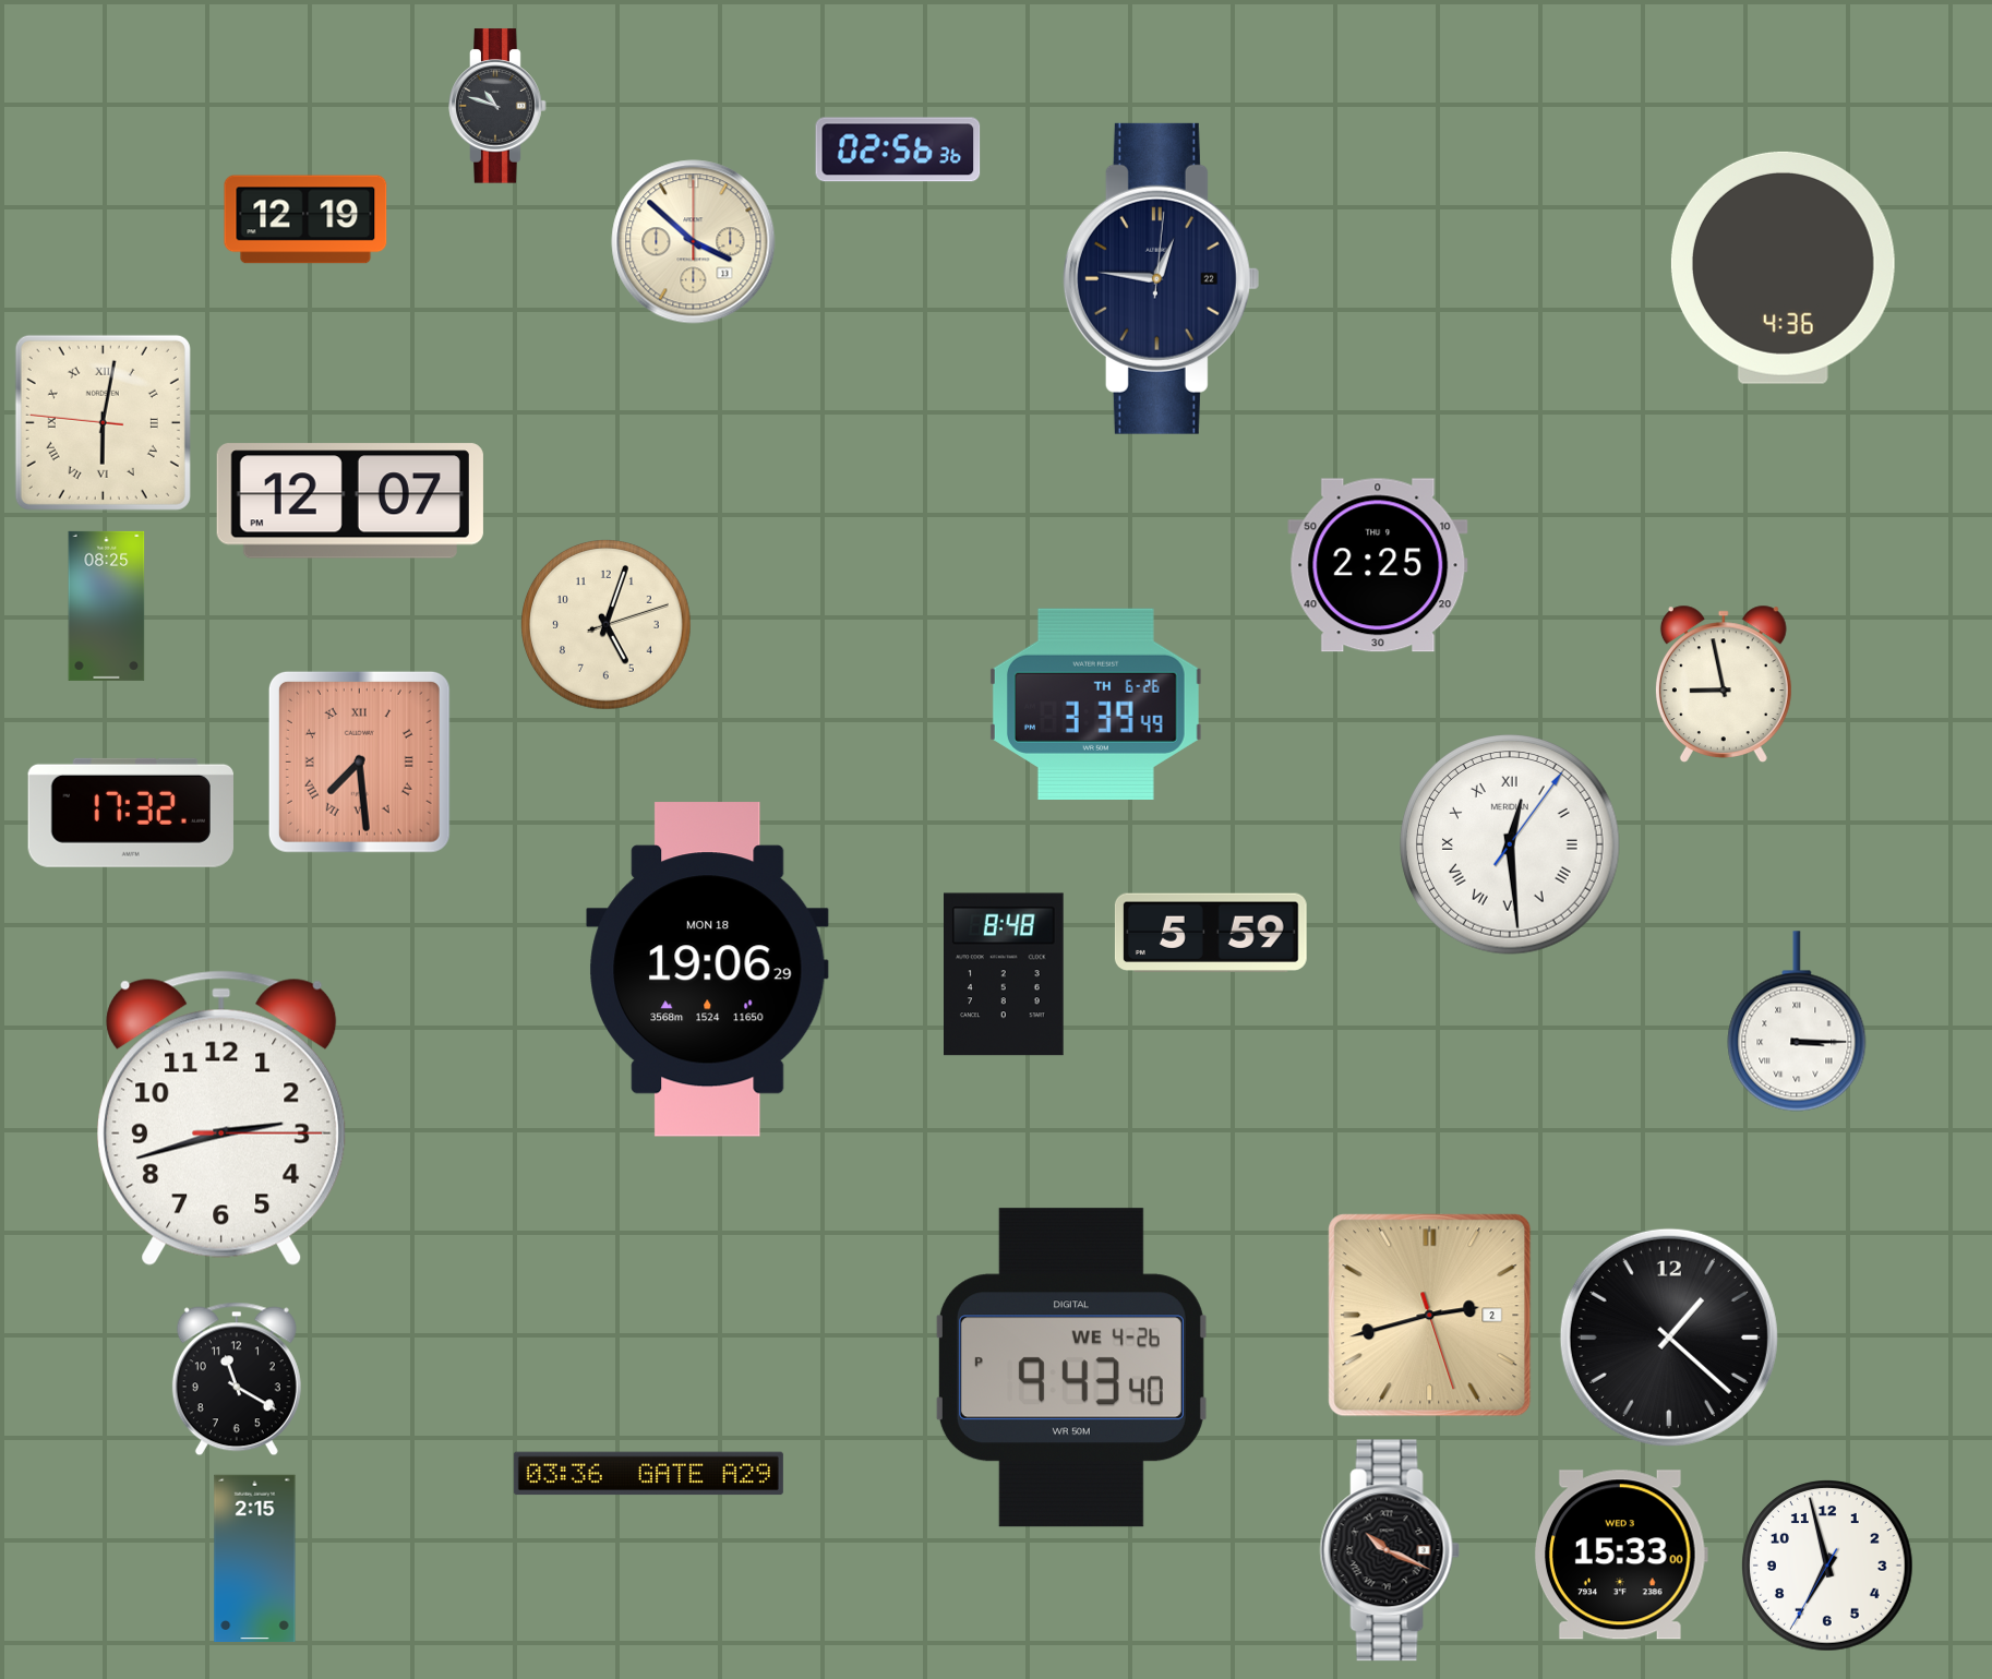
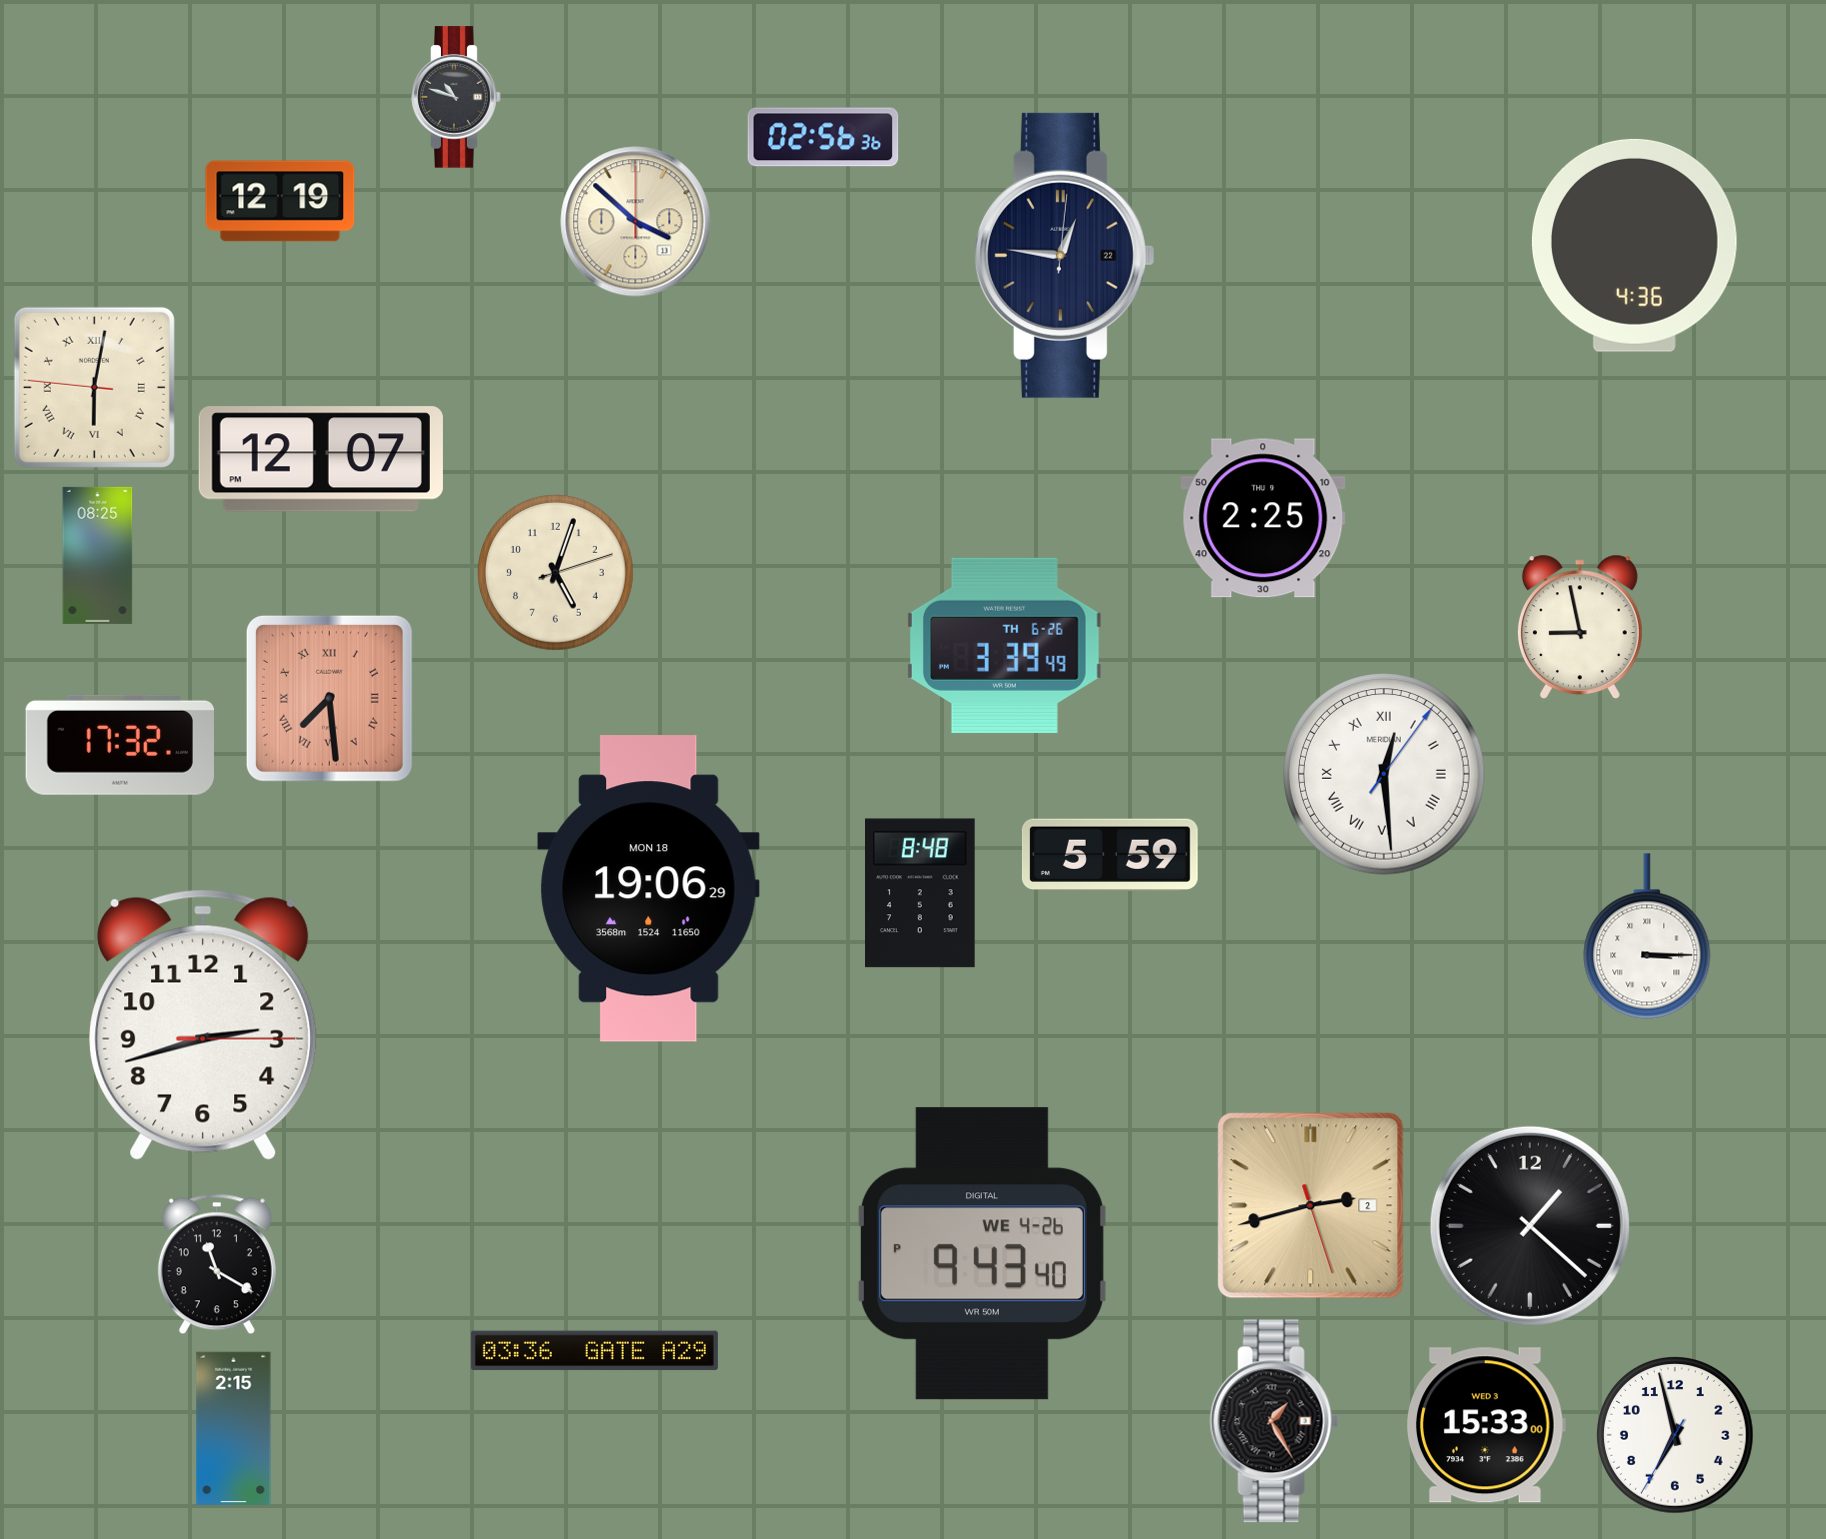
clock at (1390, 1550): 10:19 -> 1:25
